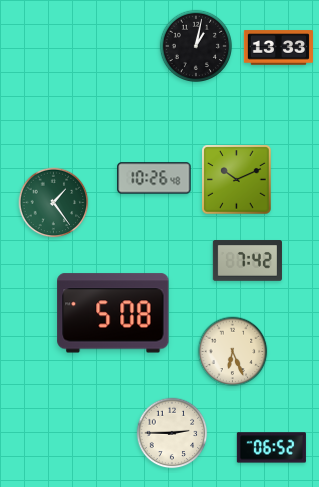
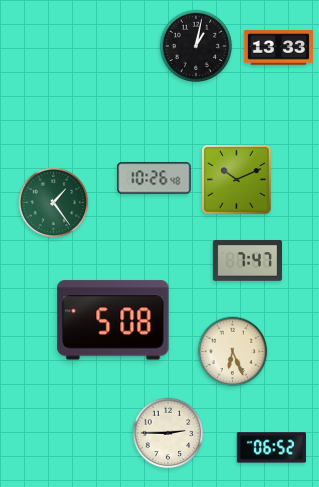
clock at (247, 261): 7:42 -> 7:47
clock at (113, 313) position: (113, 313) -> (113, 320)
clock at (172, 433) position: (172, 433) -> (168, 433)
